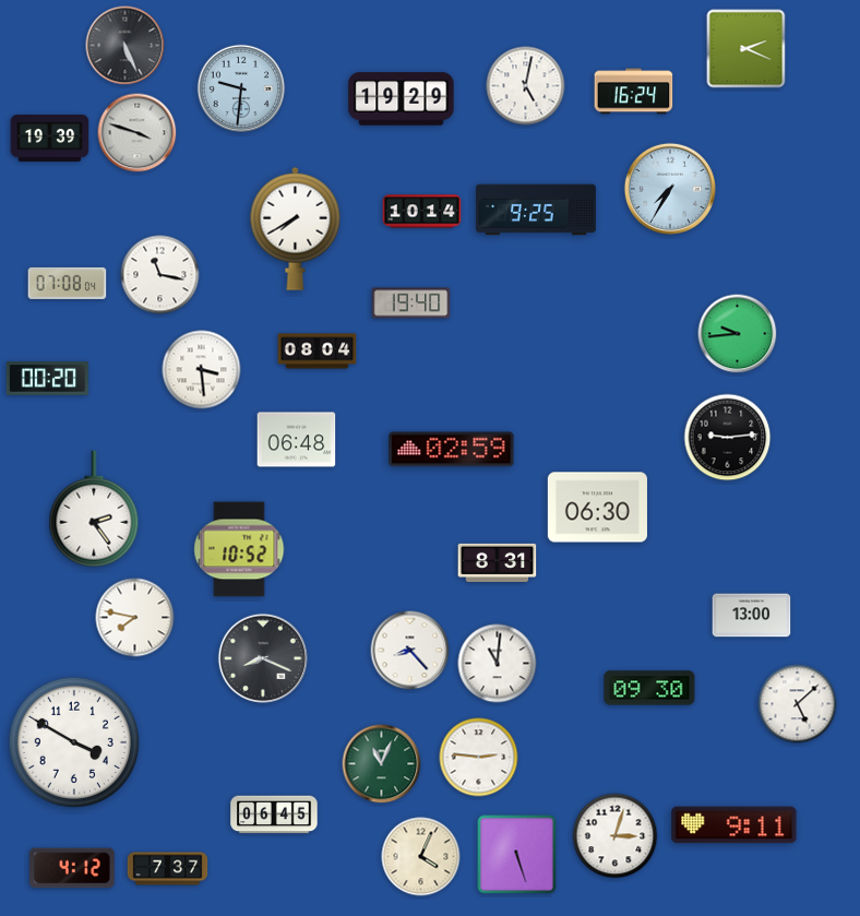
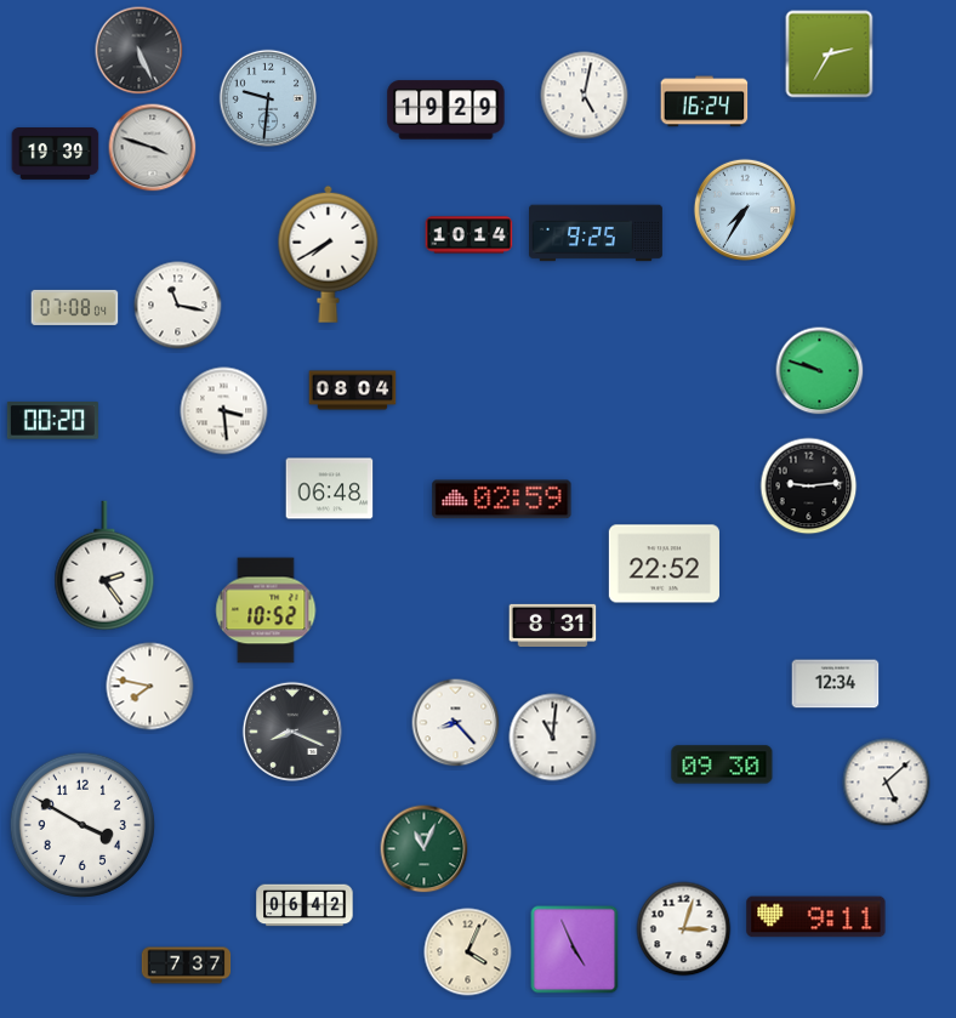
clock at (746, 49): 2:19 -> 2:35
clock at (68, 283) position: (68, 283) -> (75, 307)
clock at (411, 304): 19:40 -> none
clock at (738, 334): 9:44 -> 9:48
clock at (597, 508): 06:30 -> 22:52
clock at (752, 616): 13:00 -> 12:34
clock at (479, 758): 2:46 -> none
clock at (274, 814): 06:45 -> 06:42
clock at (517, 855): 5:27 -> 4:56
clock at (73, 868): 4:12 -> none
